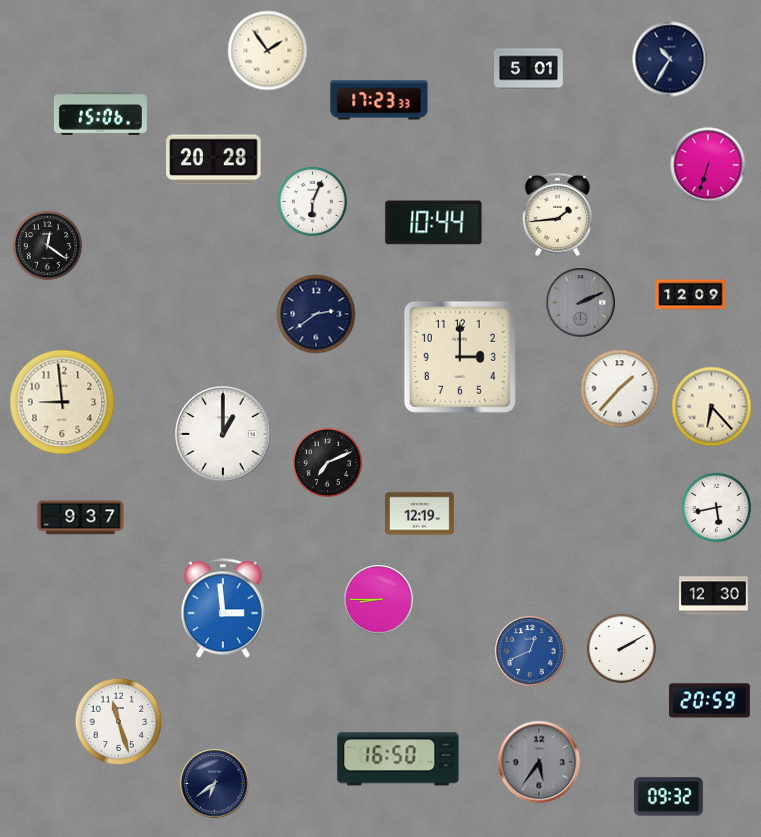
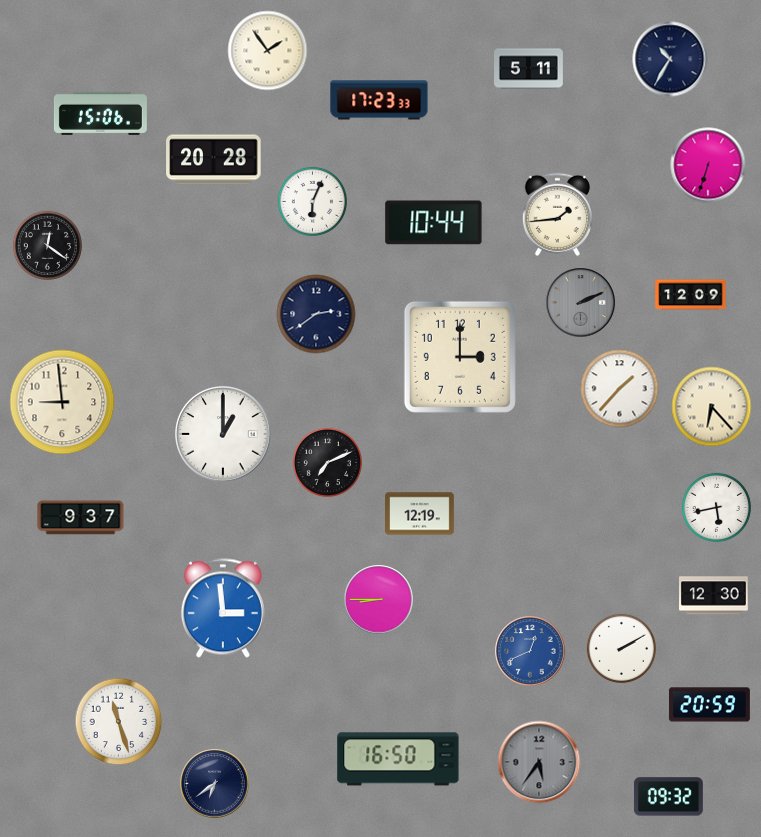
clock at (529, 69): 5:01 -> 5:11
clock at (709, 701) position: (709, 701) -> (709, 705)
